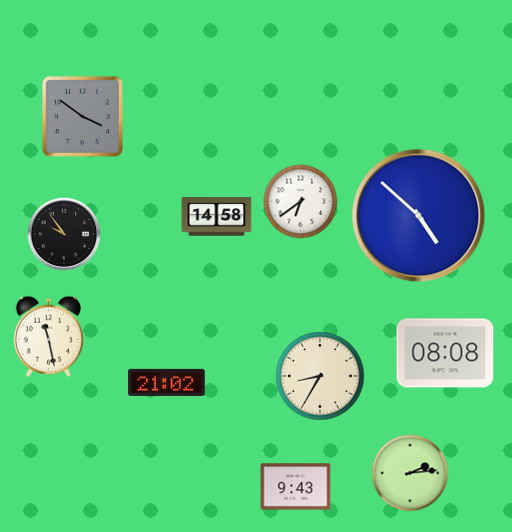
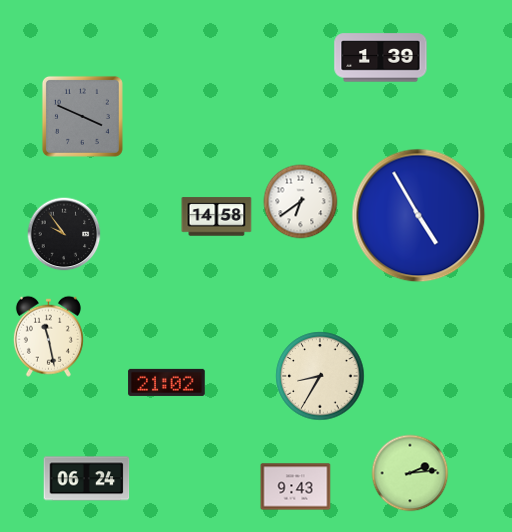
clock at (381, 58): none -> 1:39
clock at (82, 116): 3:51 -> 3:49
clock at (419, 216): 4:52 -> 4:55
clock at (445, 353): 08:08 -> none
clock at (87, 479): none -> 06:24
